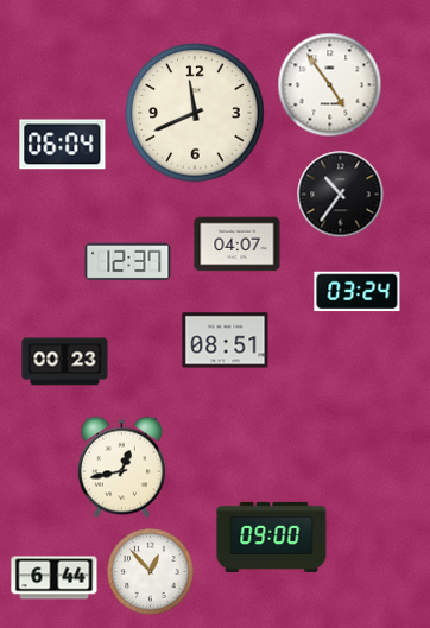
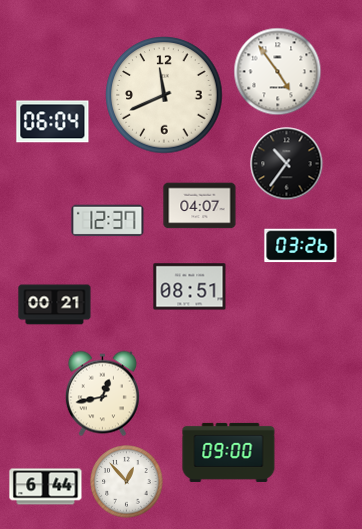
clock at (358, 292): 03:24 -> 03:26
clock at (65, 362): 00:23 -> 00:21
